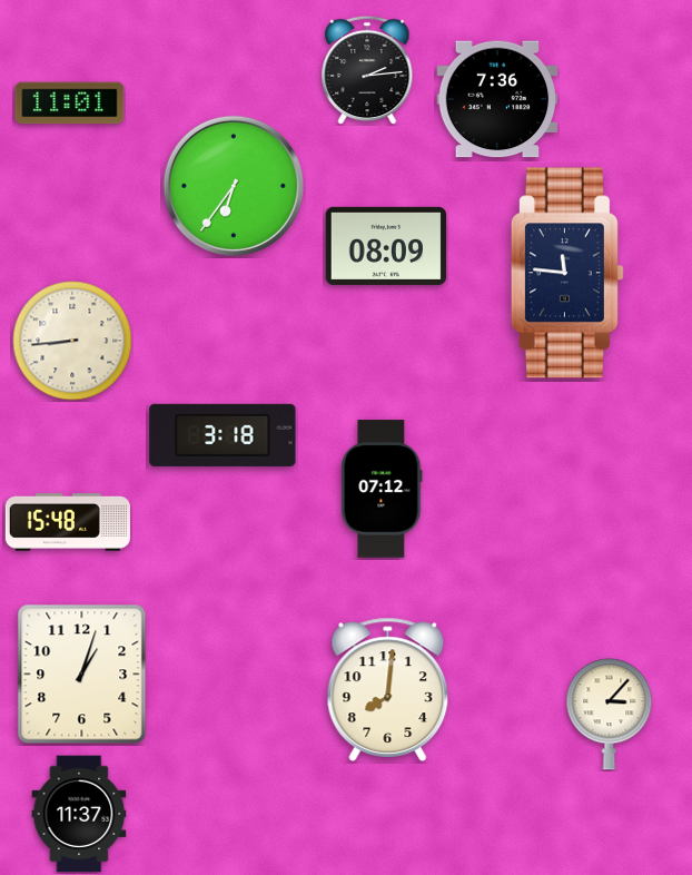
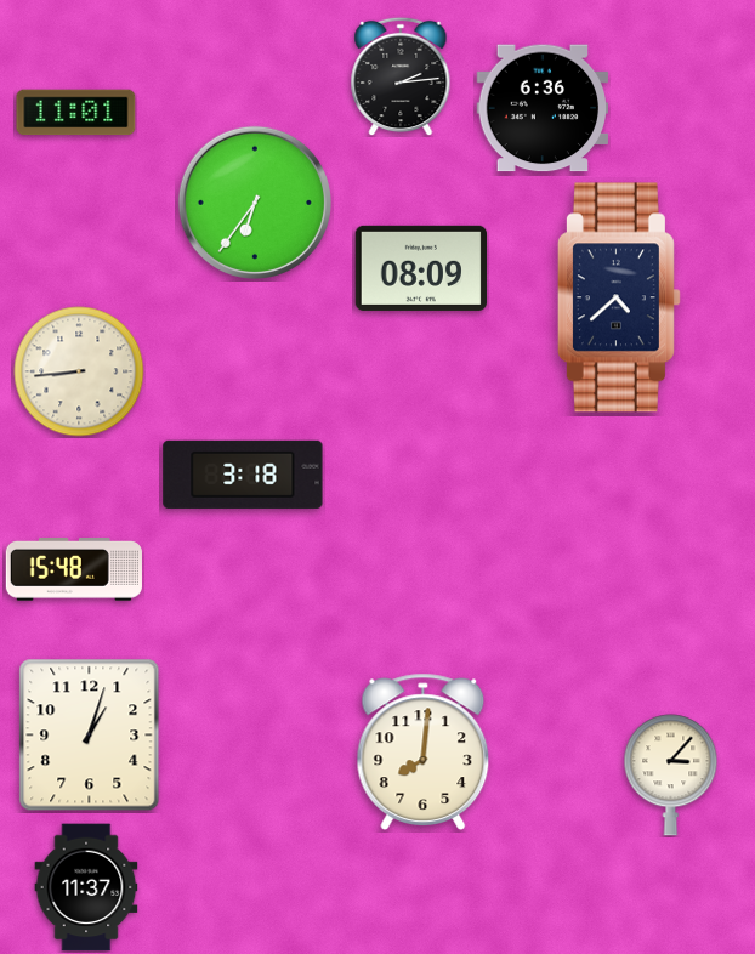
clock at (497, 99): 7:36 -> 6:36
clock at (567, 273): 11:46 -> 4:38
clock at (382, 489): 07:12 -> none
clock at (610, 715) position: (610, 715) -> (671, 776)
